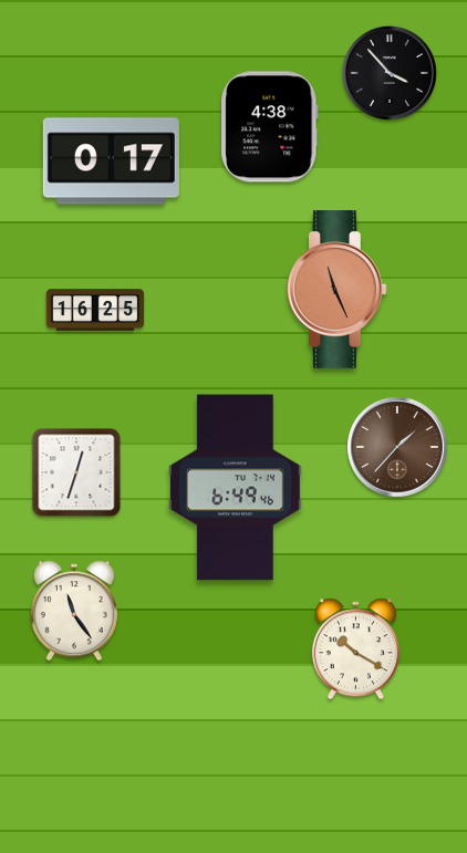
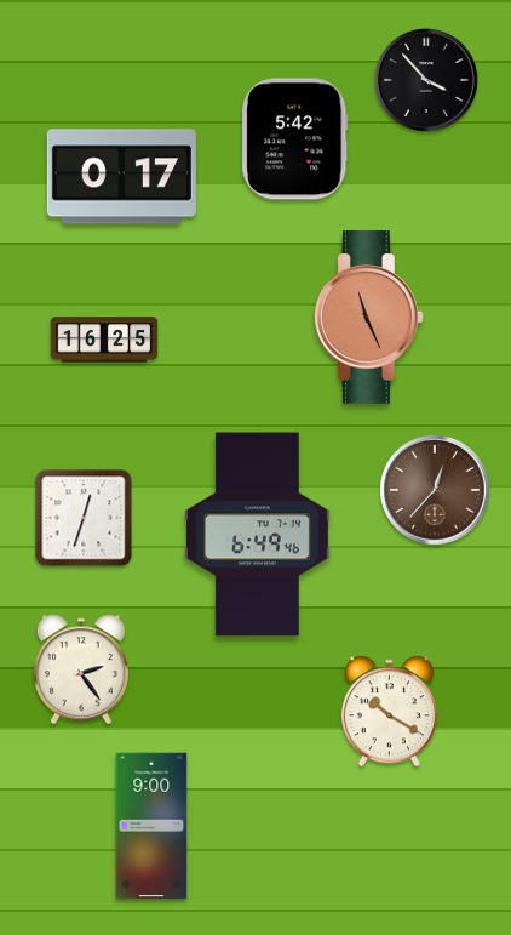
clock at (270, 127): 4:38 -> 5:42
clock at (397, 447): 1:37 -> 12:37
clock at (74, 611): 11:24 -> 2:24
clock at (151, 826): none -> 9:00
